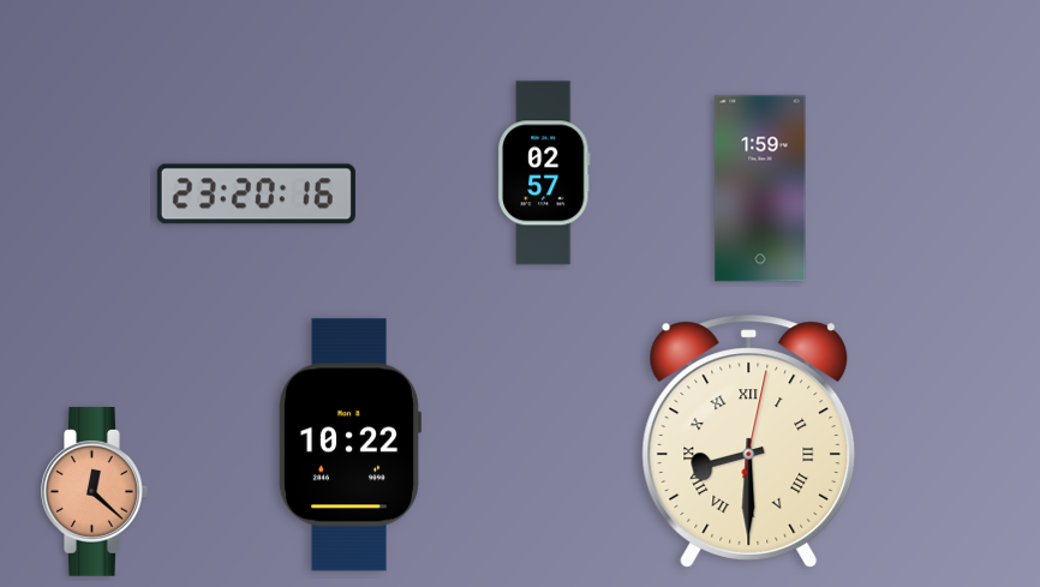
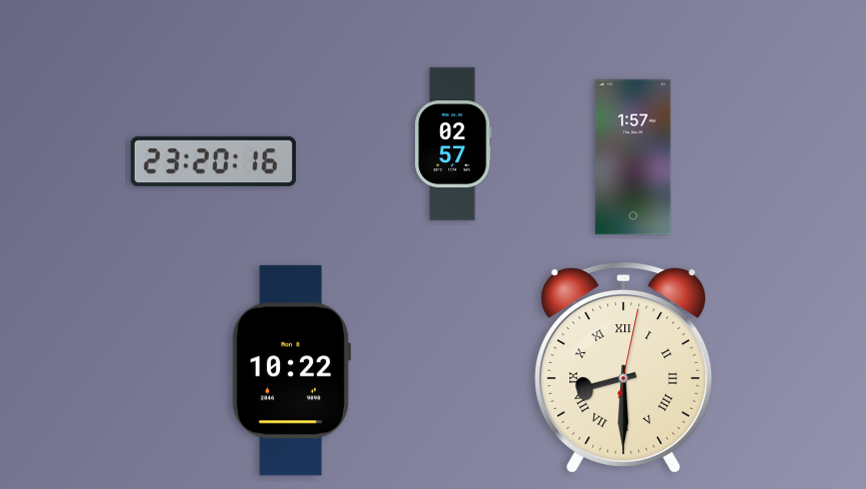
clock at (760, 188): 1:59 -> 1:57
clock at (95, 492): 12:22 -> none
